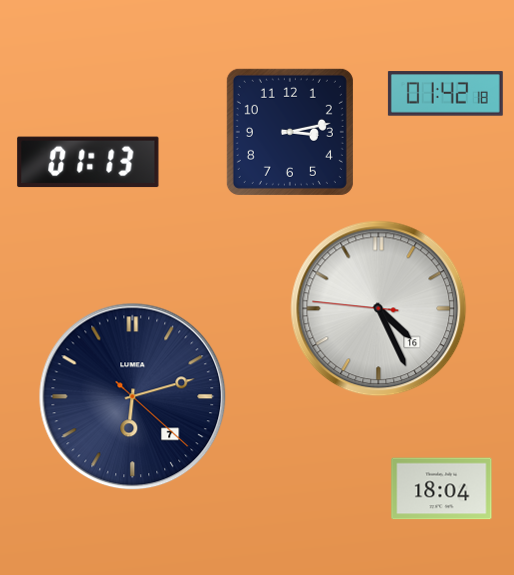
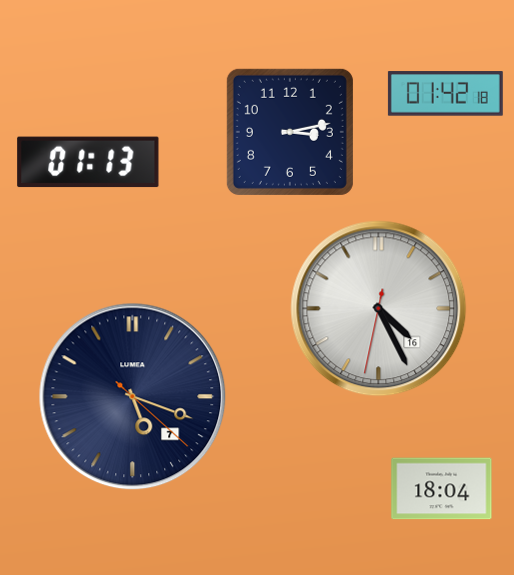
clock at (379, 309): 4:25:46 -> 4:25:32
clock at (133, 397): 6:12 -> 5:18
